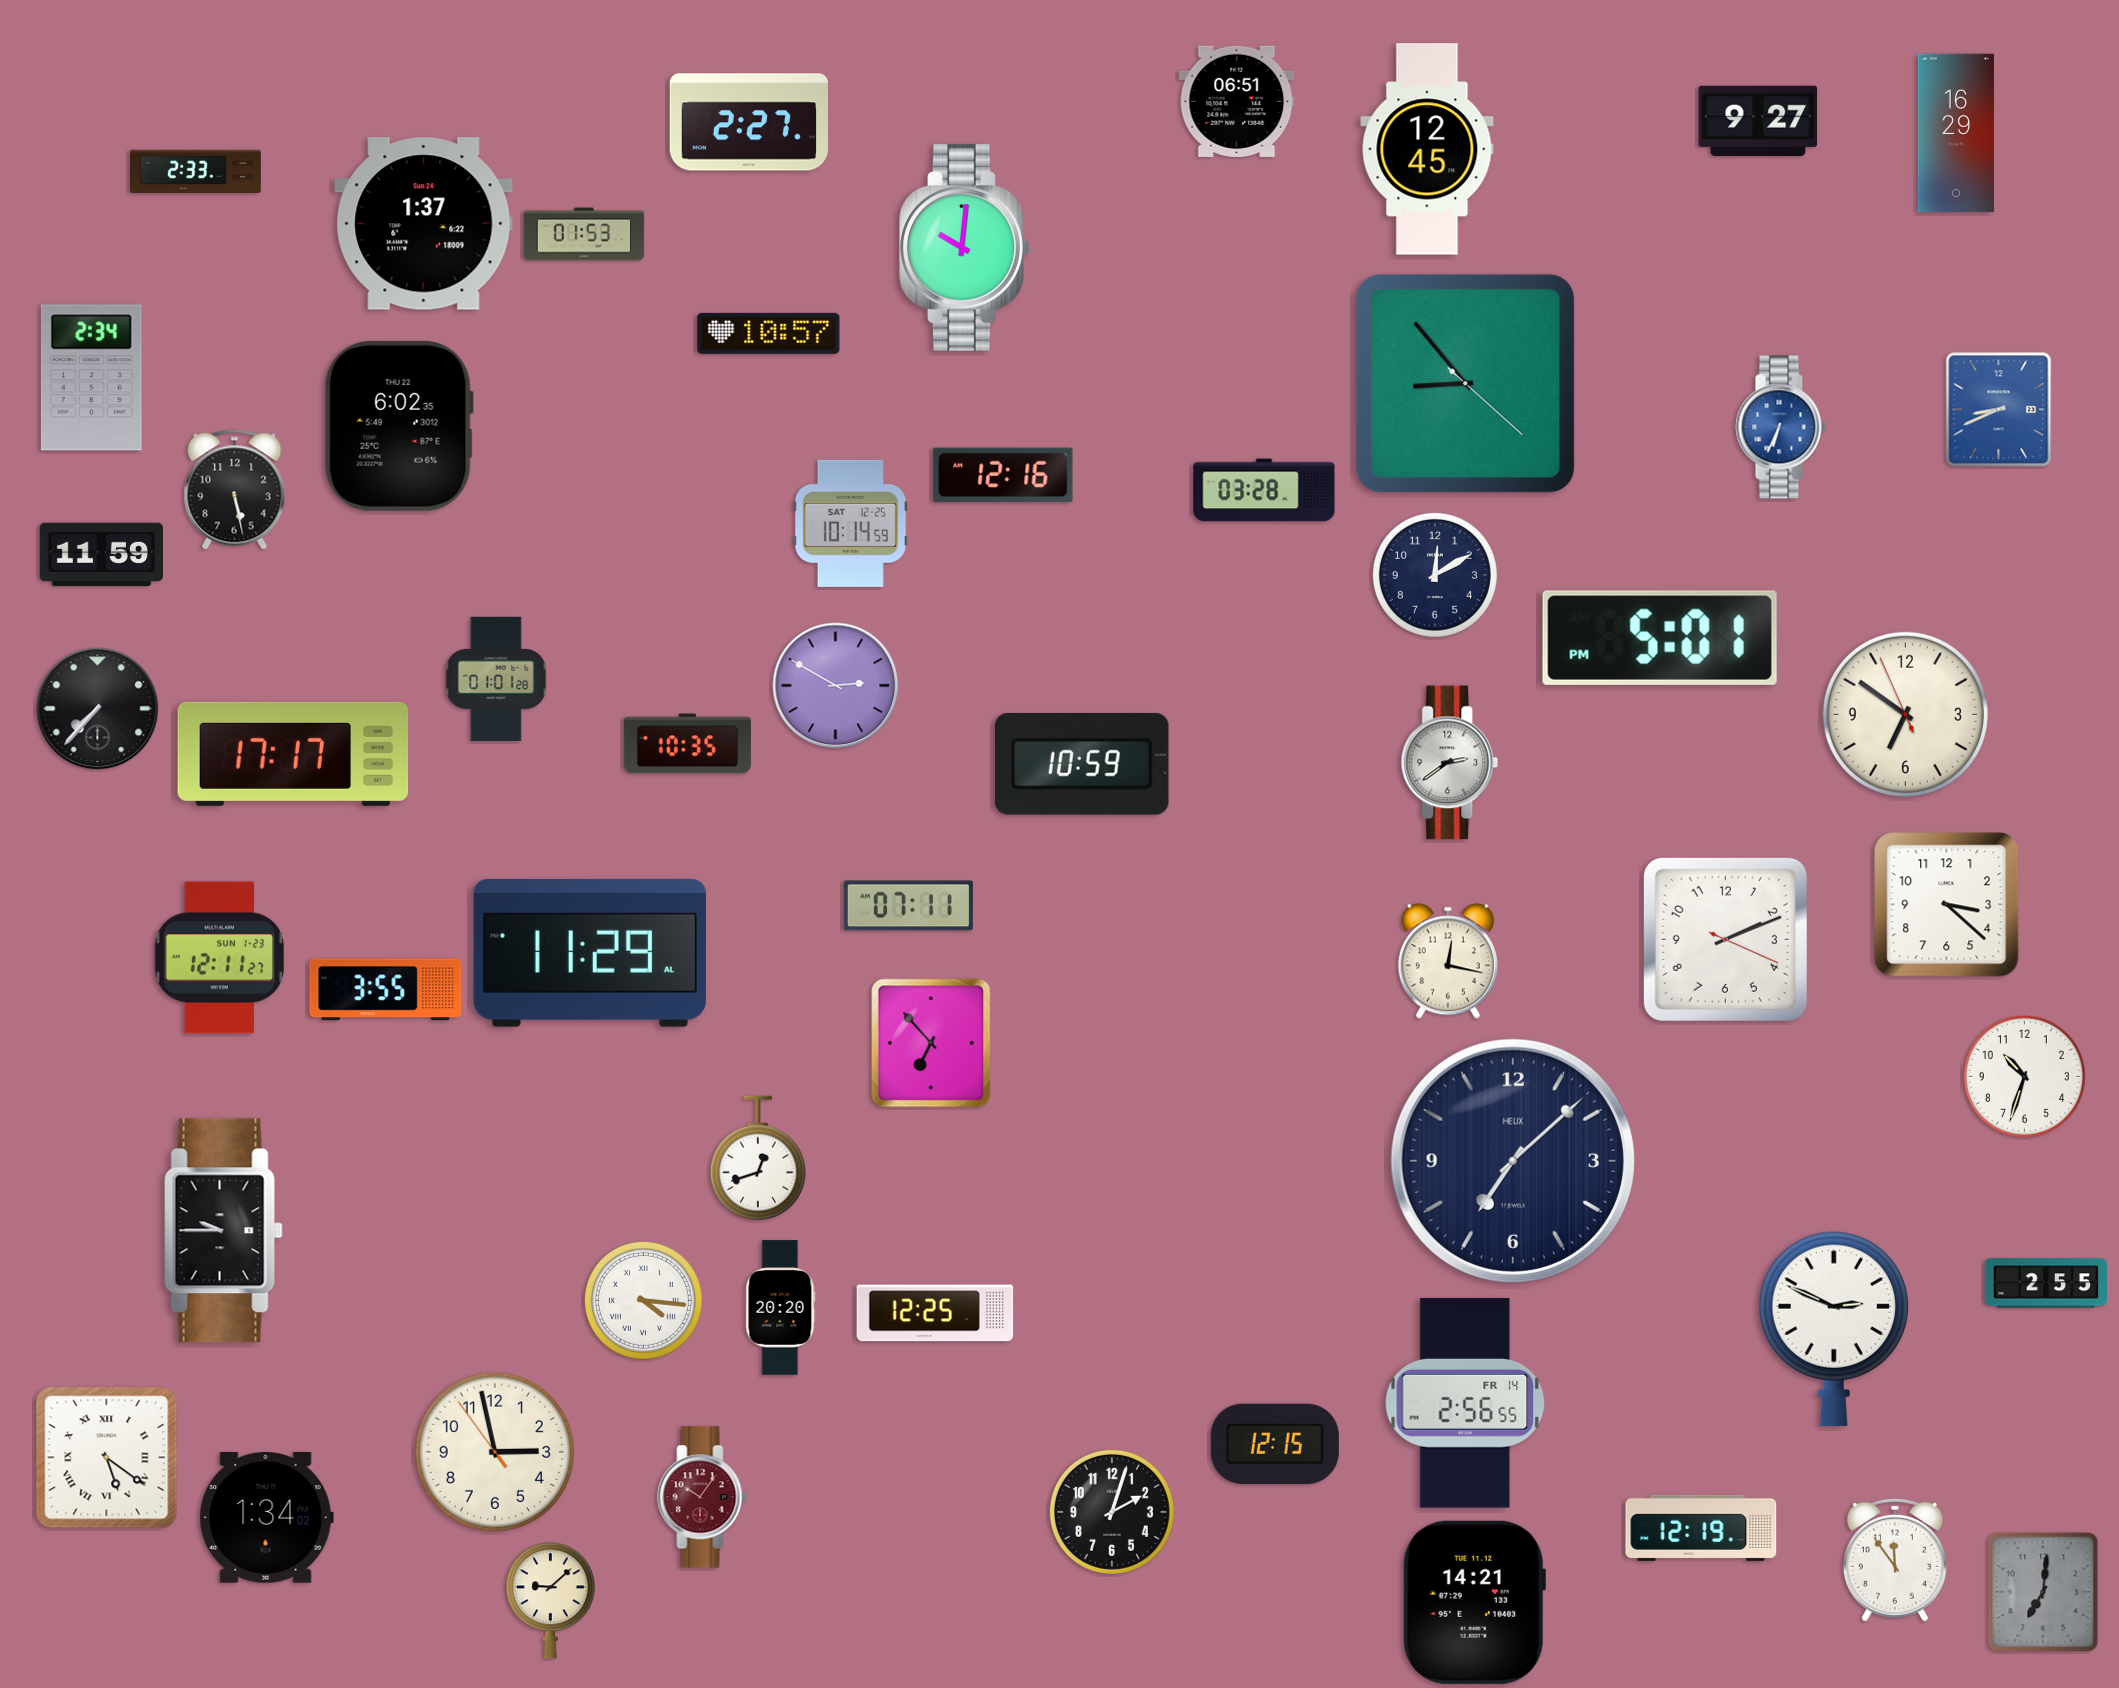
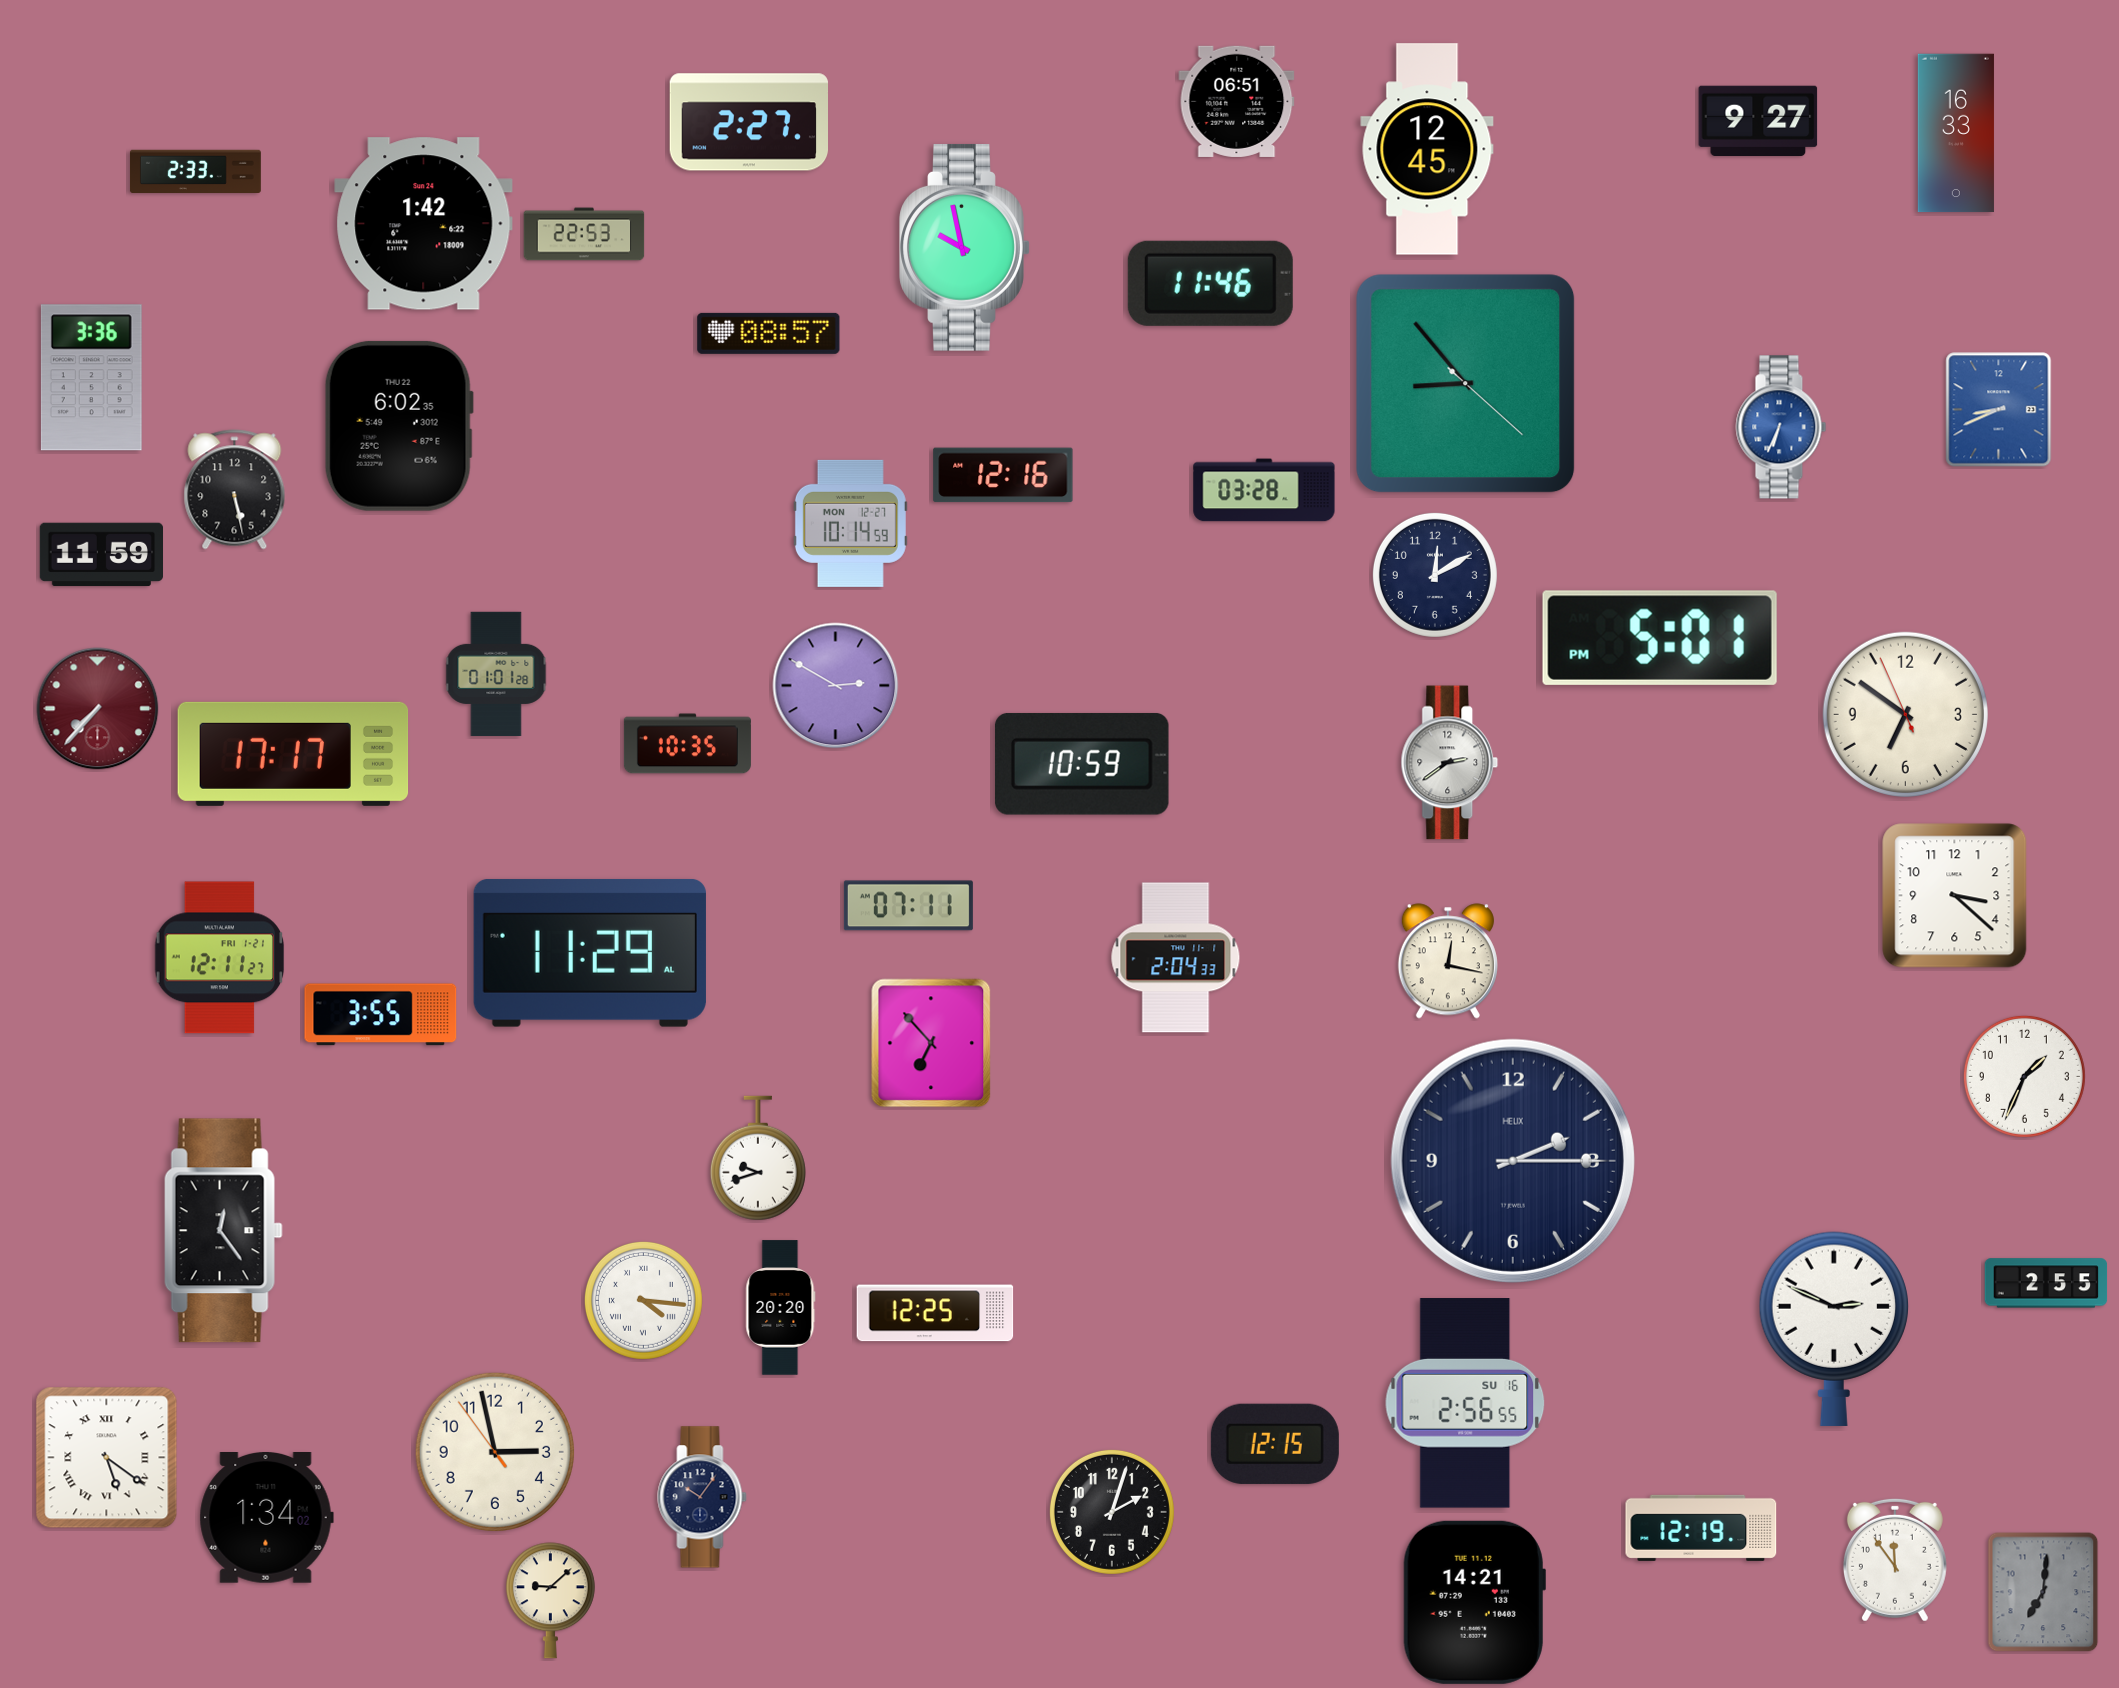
clock at (1956, 133): 16:29 -> 16:33
clock at (424, 224): 1:37 -> 1:42
clock at (584, 234): 01:53 -> 22:53
clock at (965, 247): 10:01 -> 9:58
clock at (1210, 283): none -> 11:46
clock at (769, 333): 10:57 -> 08:57
clock at (91, 378): 2:34 -> 3:36
clock at (850, 523) date: SAT 12-25 -> MON 12-27
clock at (496, 678) position: (496, 678) -> (496, 673)
clock at (98, 709) dial: black -> burgundy
clock at (1947, 905) position: (1947, 905) -> (1955, 896)
clock at (1725, 939): 2:11 -> none
clock at (220, 958) date: SUN 1-23 -> FRI 1-21
clock at (1176, 958): none -> 2:04
clock at (386, 990) position: (386, 990) -> (381, 1015)
clock at (2024, 1076): 10:33 -> 1:34
clock at (758, 1158): 12:42 -> 9:42
clock at (1513, 1161): 7:08 -> 2:15
clock at (223, 1231): 9:45 -> 12:24
clock at (1465, 1403) date: FR 14 -> SU 16
clock at (702, 1497) dial: burgundy -> navy
